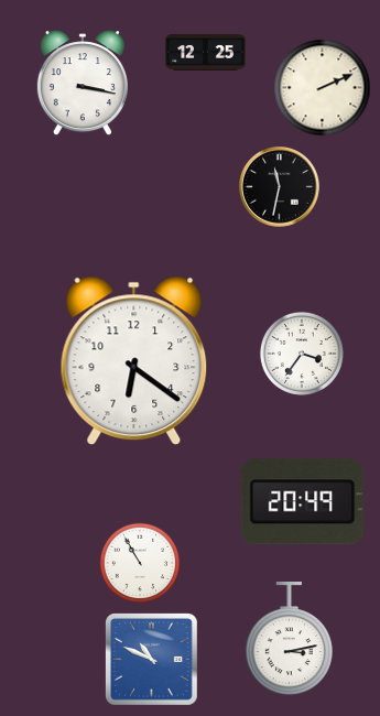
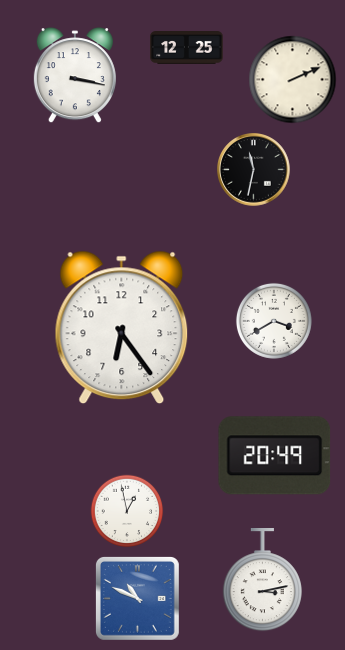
clock at (302, 354): 3:36 -> 3:40
clock at (134, 361): 6:21 -> 6:24
clock at (140, 563): 10:55 -> 12:58
